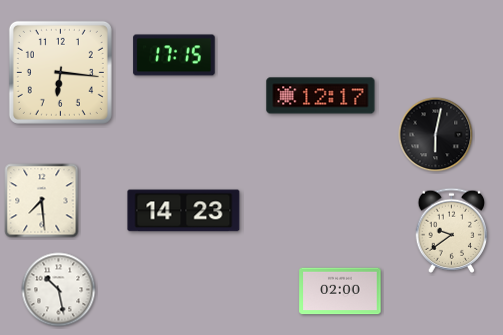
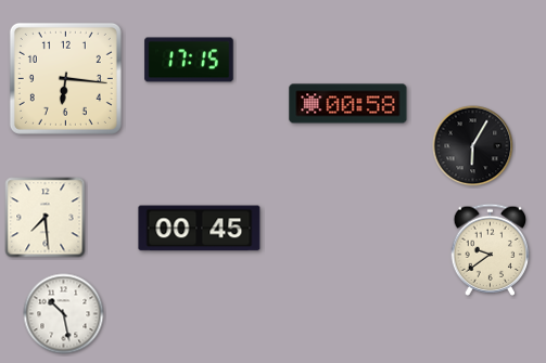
clock at (321, 96): 12:17 -> 00:58
clock at (436, 135): 6:02 -> 6:05
clock at (184, 211): 14:23 -> 00:45
clock at (340, 291): 02:00 -> none
